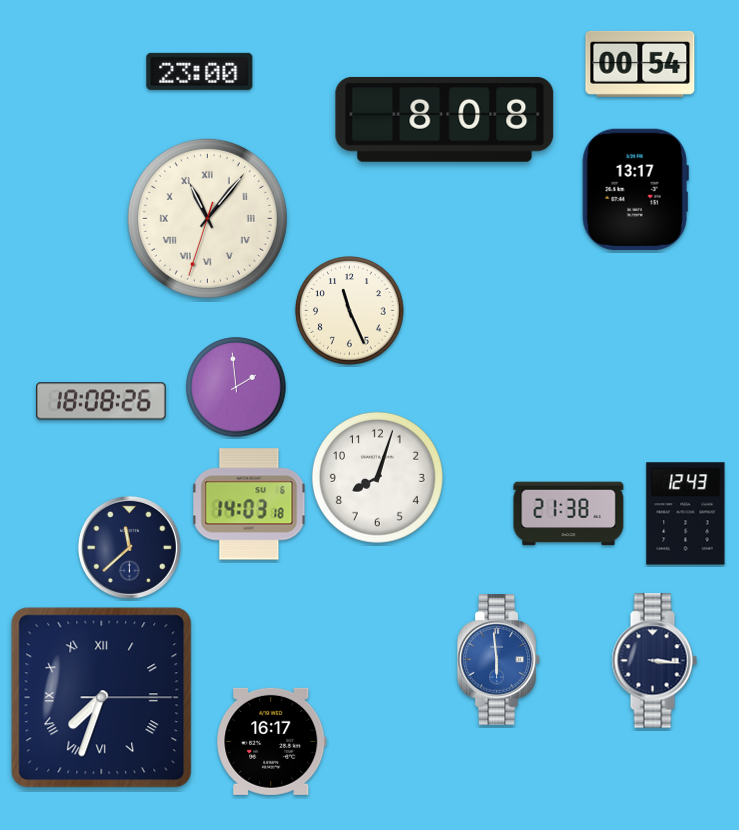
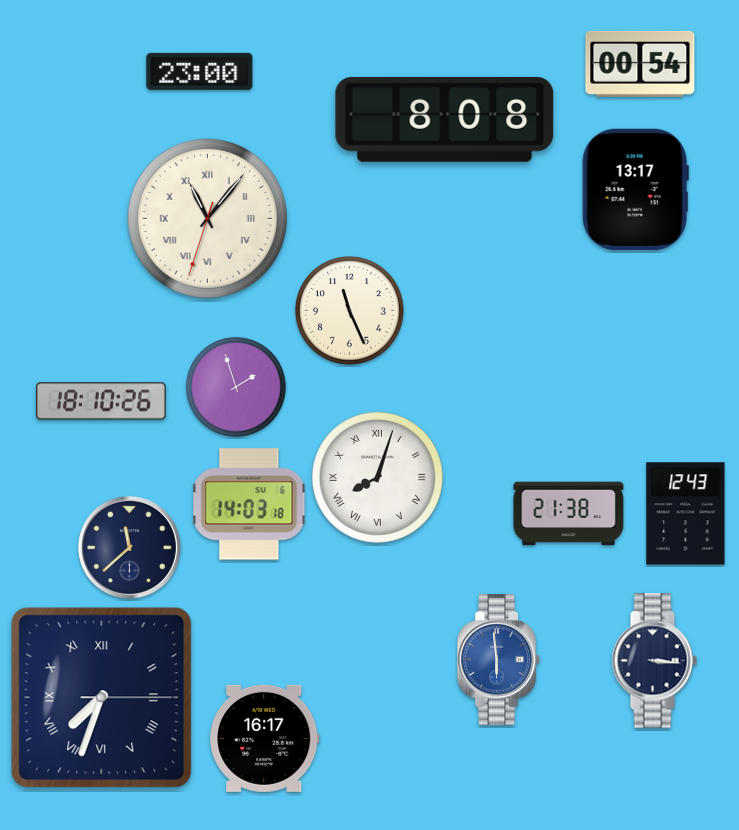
clock at (236, 387): 1:59 -> 1:57
clock at (102, 401): 18:08 -> 18:10
clock at (377, 477) numerals: Arabic -> Roman
clock at (272, 741) position: (272, 741) -> (265, 738)
